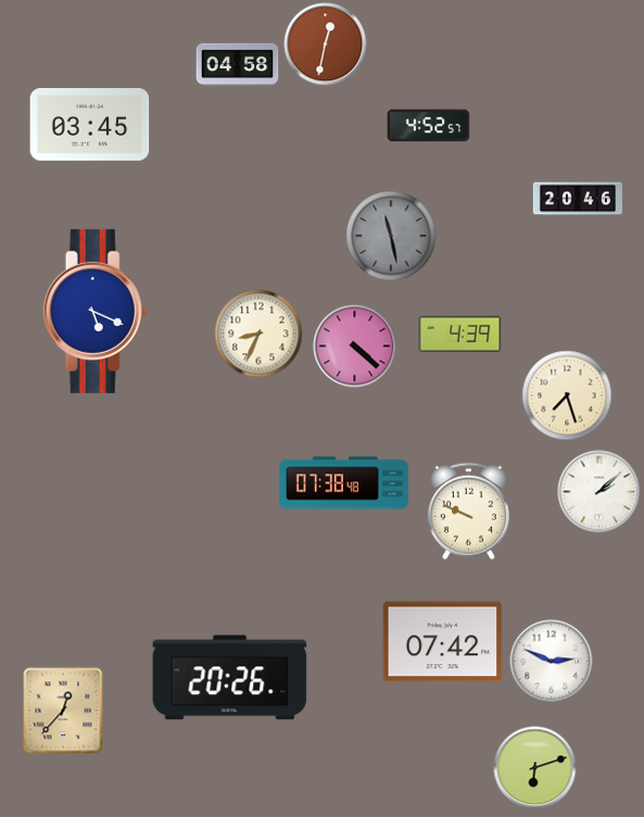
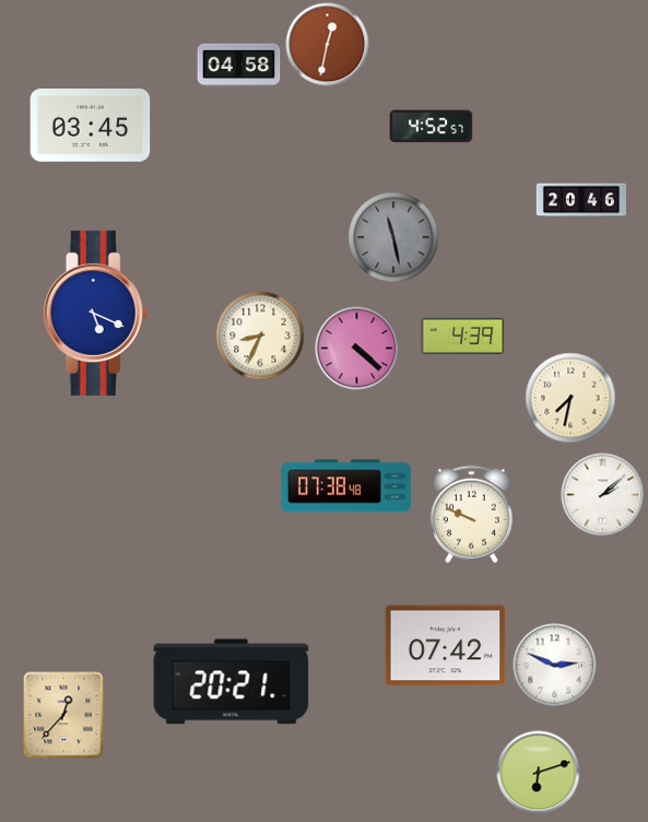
clock at (567, 395): 7:27 -> 7:32
clock at (230, 678): 20:26 -> 20:21
